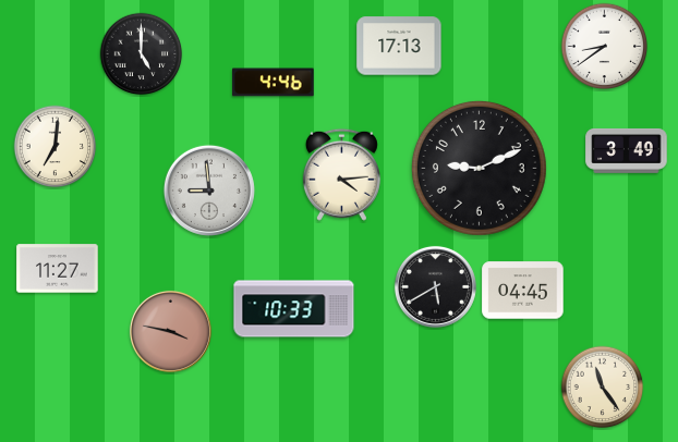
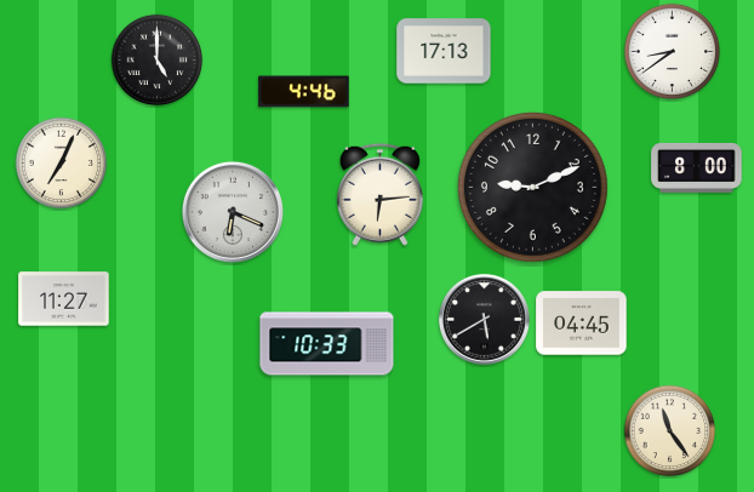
clock at (56, 147): 7:01 -> 7:04
clock at (627, 150): 3:49 -> 8:00
clock at (341, 174): 4:14 -> 6:14
clock at (209, 191): 8:59 -> 6:19
clock at (170, 331): 3:47 -> none
